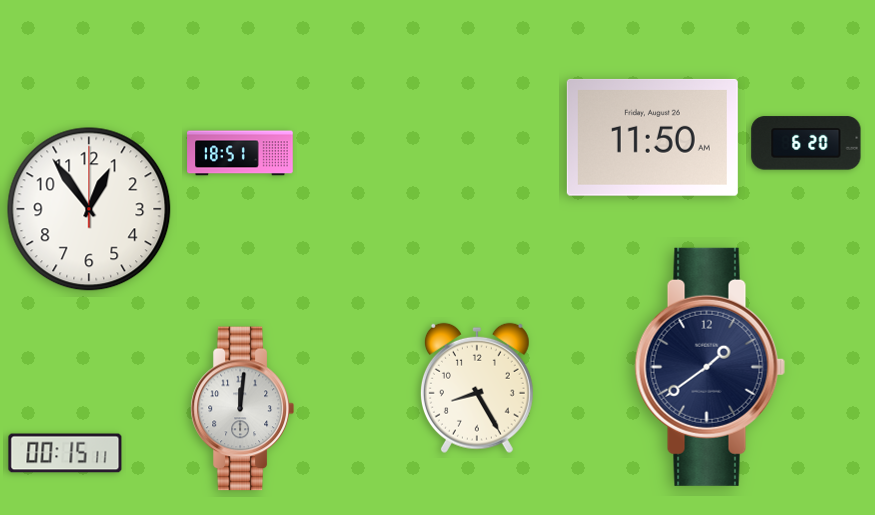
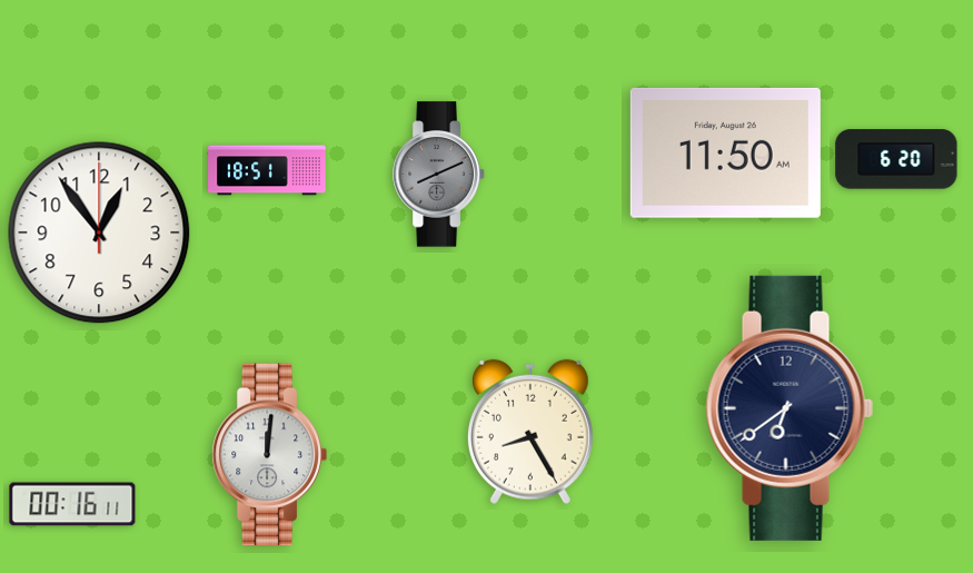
clock at (439, 175): none -> 8:11
clock at (710, 367): 1:39 -> 6:39
clock at (65, 453): 00:15 -> 00:16
